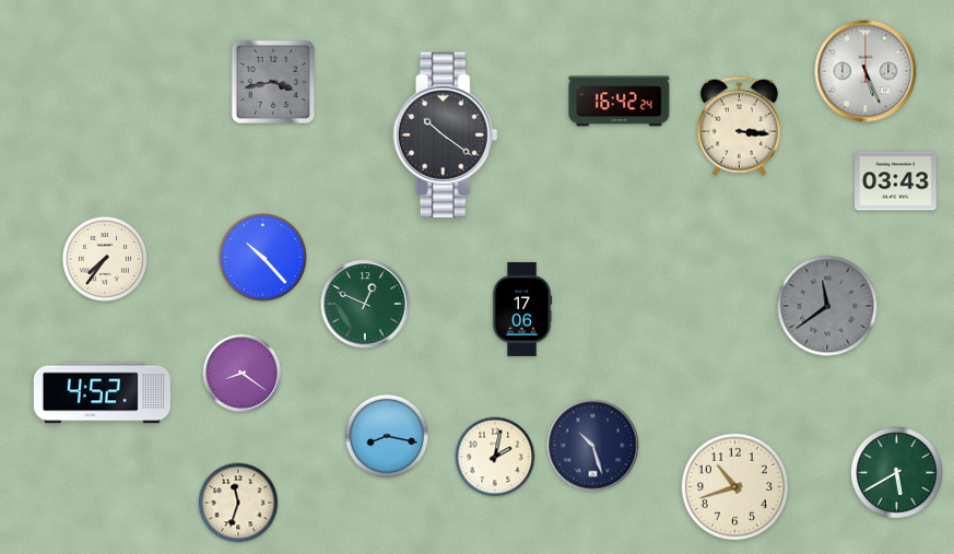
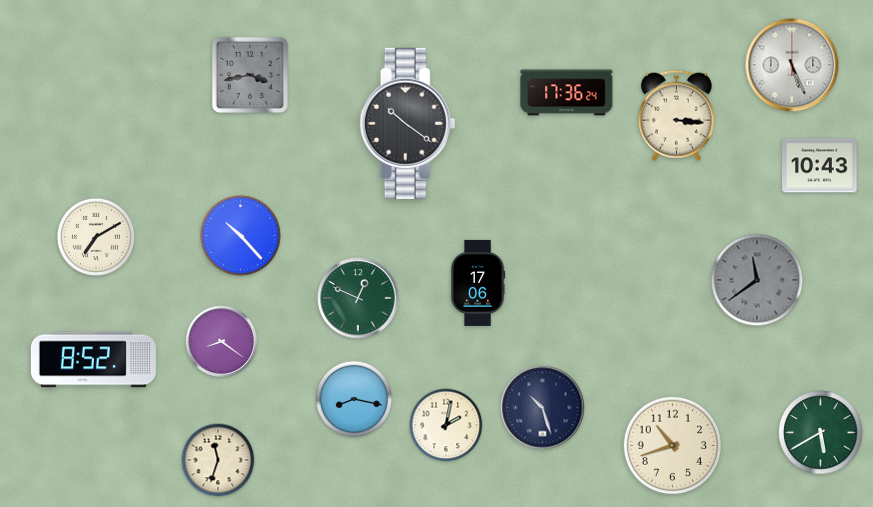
clock at (620, 102): 16:42 -> 17:36
clock at (896, 181): 03:43 -> 10:43
clock at (105, 259): 7:36 -> 7:10
clock at (365, 304) position: (365, 304) -> (358, 298)
clock at (102, 393): 4:52 -> 8:52
clock at (495, 457) position: (495, 457) -> (446, 425)
